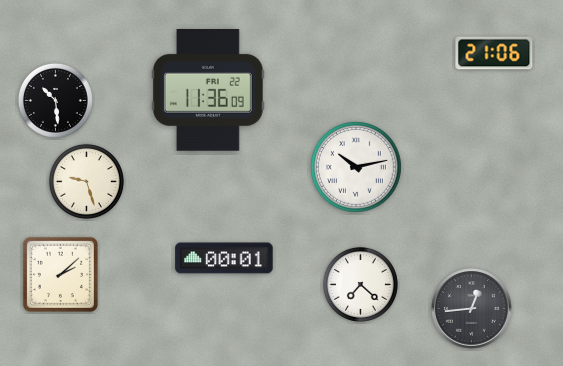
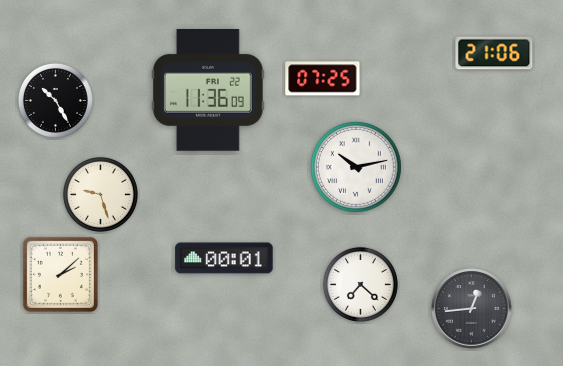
clock at (323, 79): none -> 07:25
clock at (55, 100): 10:29 -> 10:25
clock at (86, 181) position: (86, 181) -> (100, 194)
